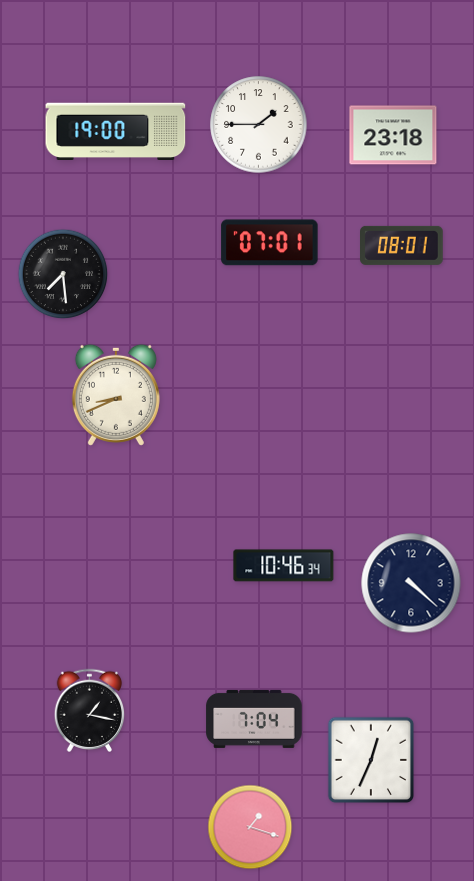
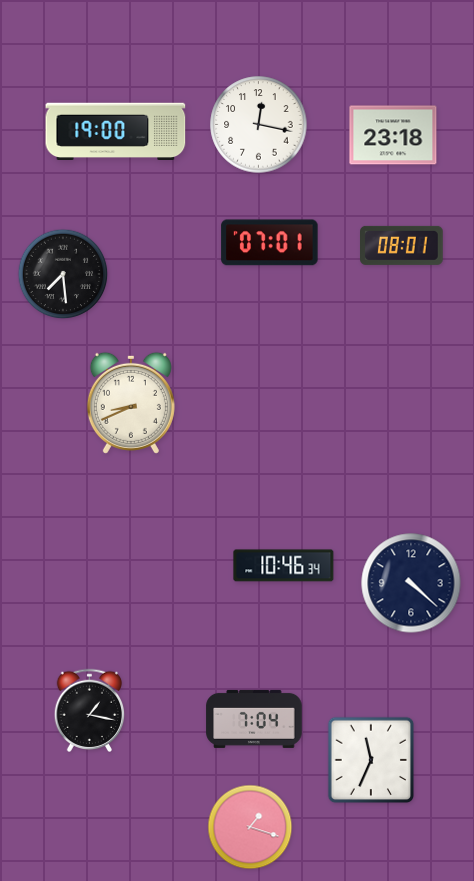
clock at (259, 125): 1:45 -> 12:17
clock at (116, 395) position: (116, 395) -> (131, 403)
clock at (371, 760): 12:34 -> 11:34
